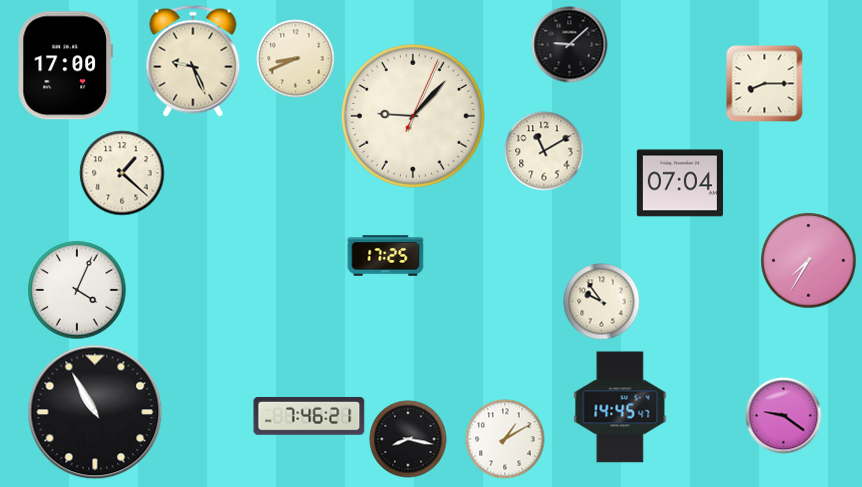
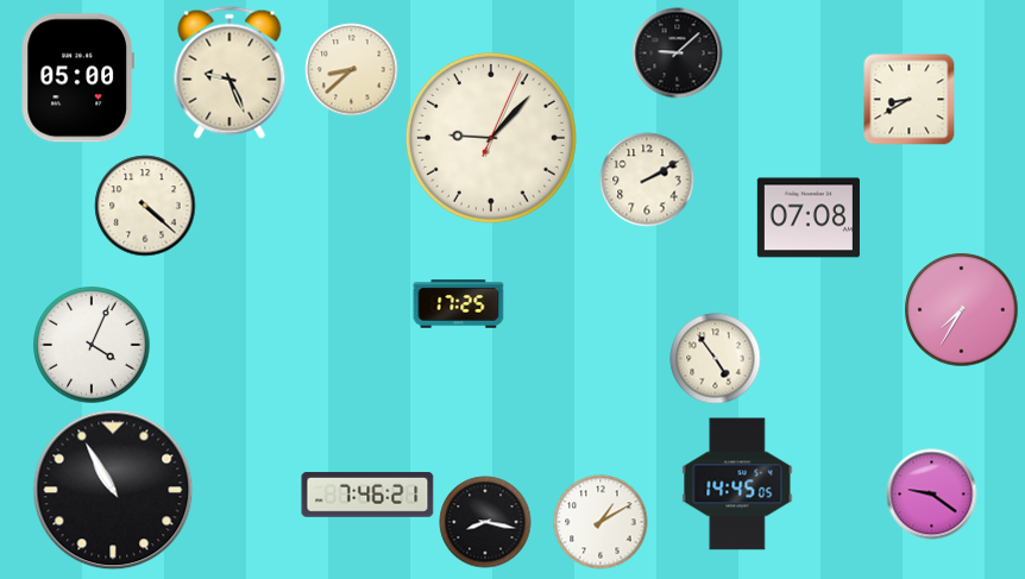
clock at (296, 59): 8:41 -> 8:38
clock at (65, 66): 17:00 -> 05:00
clock at (765, 84): 8:15 -> 8:40
clock at (544, 151): 11:10 -> 2:10
clock at (122, 173): 1:22 -> 4:22
clock at (680, 183): 07:04 -> 07:08
clock at (602, 302): 9:54 -> 4:54
clock at (620, 407): 14:45:47 -> 14:45:05
